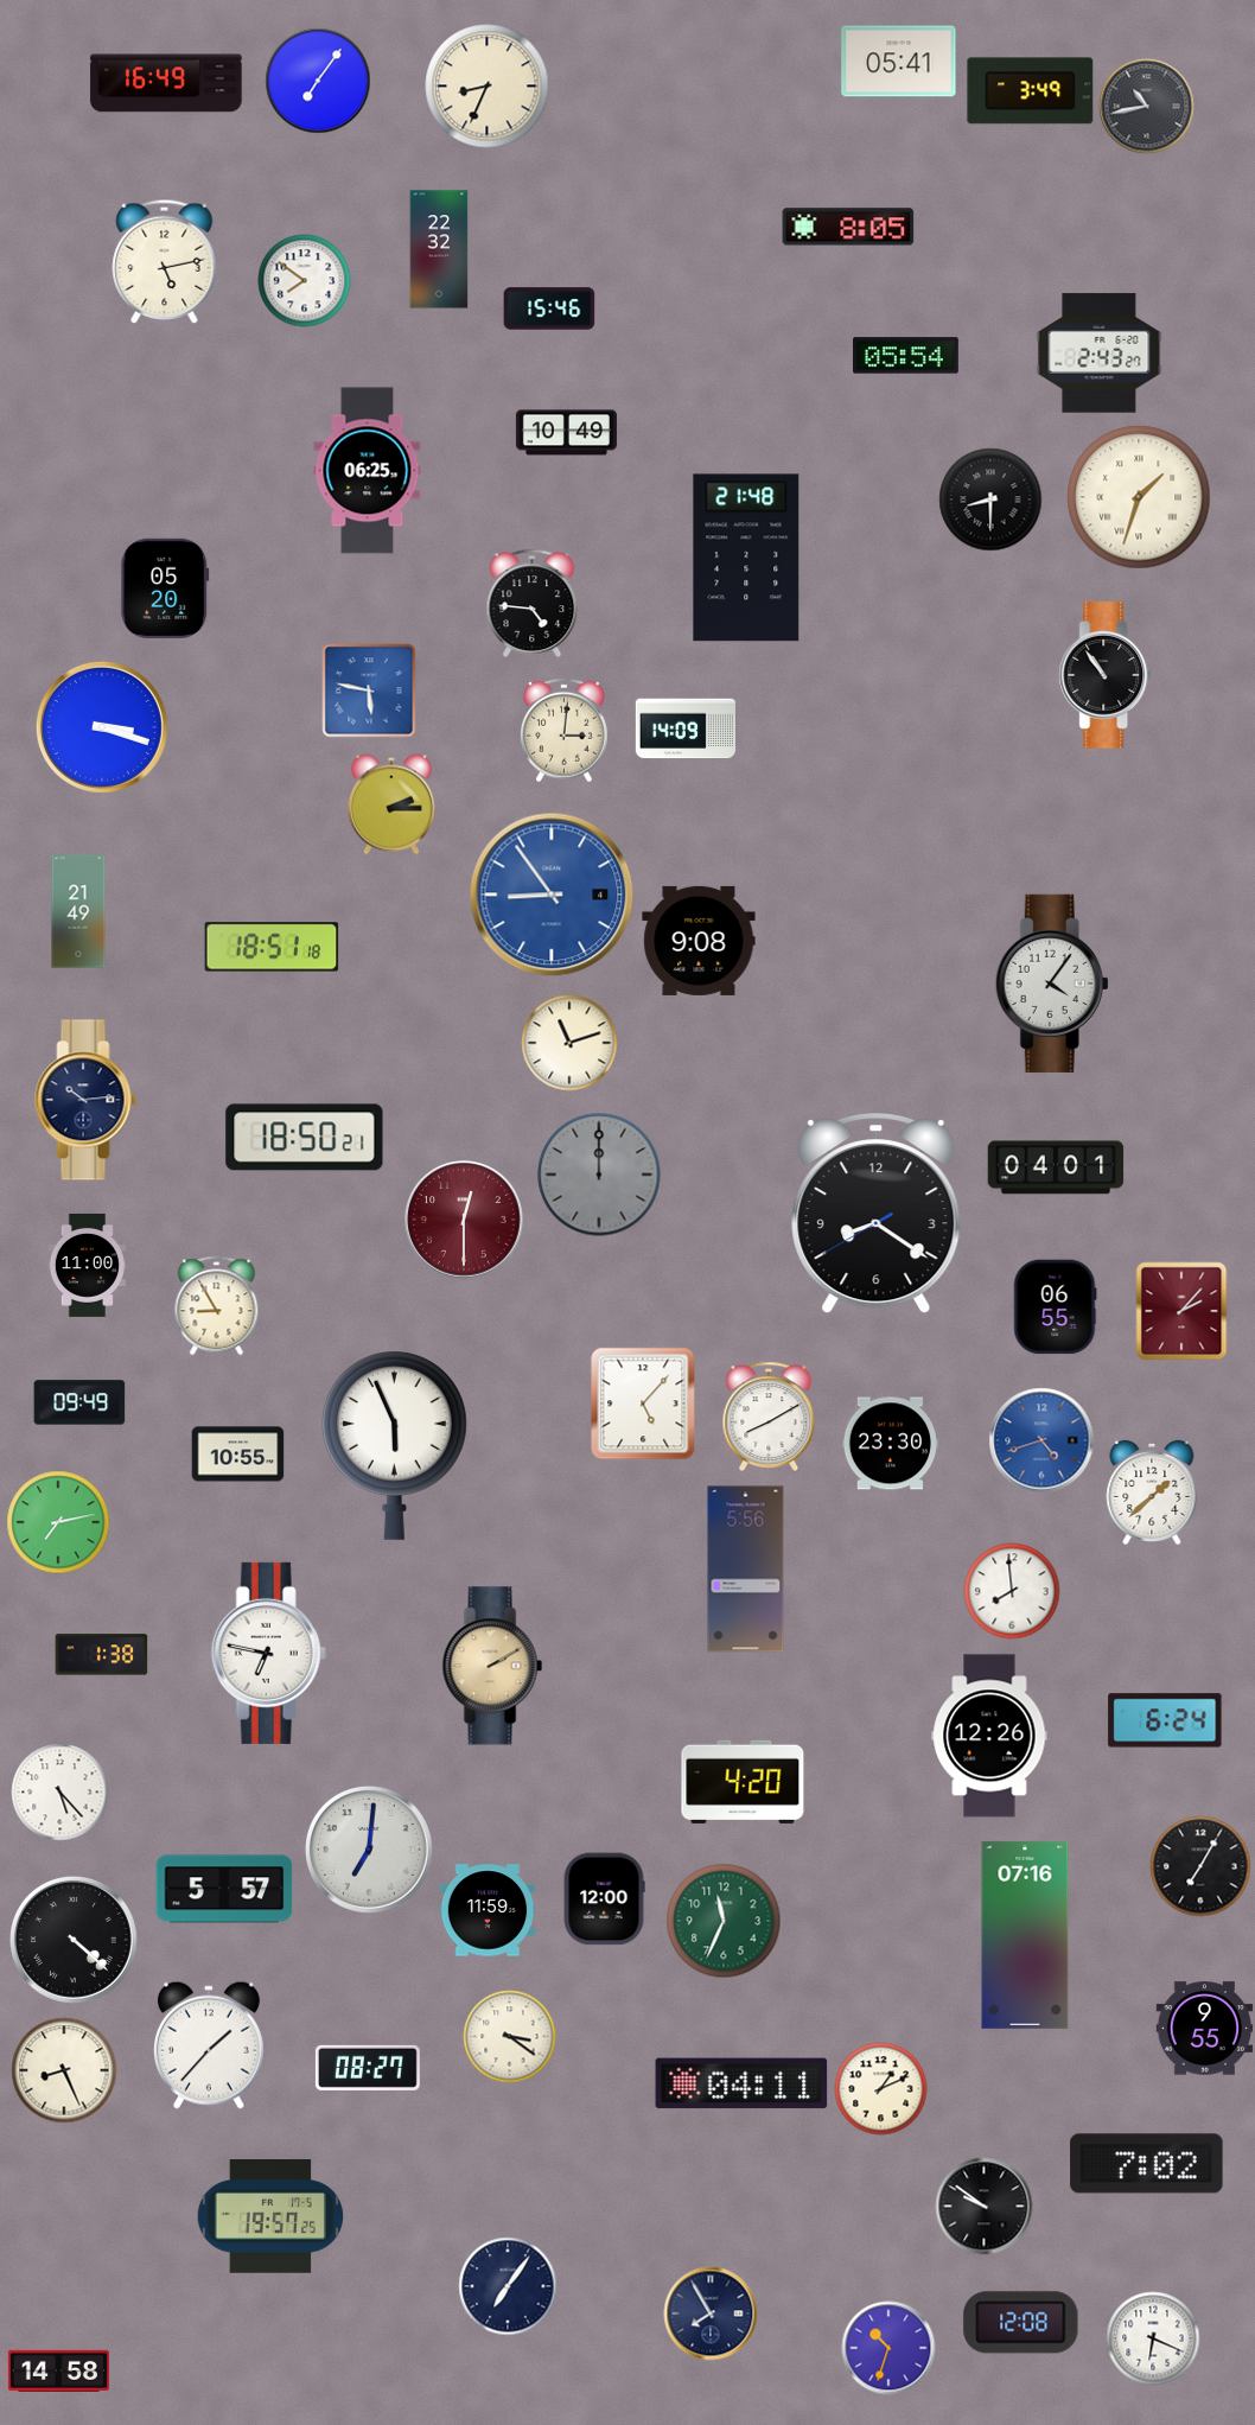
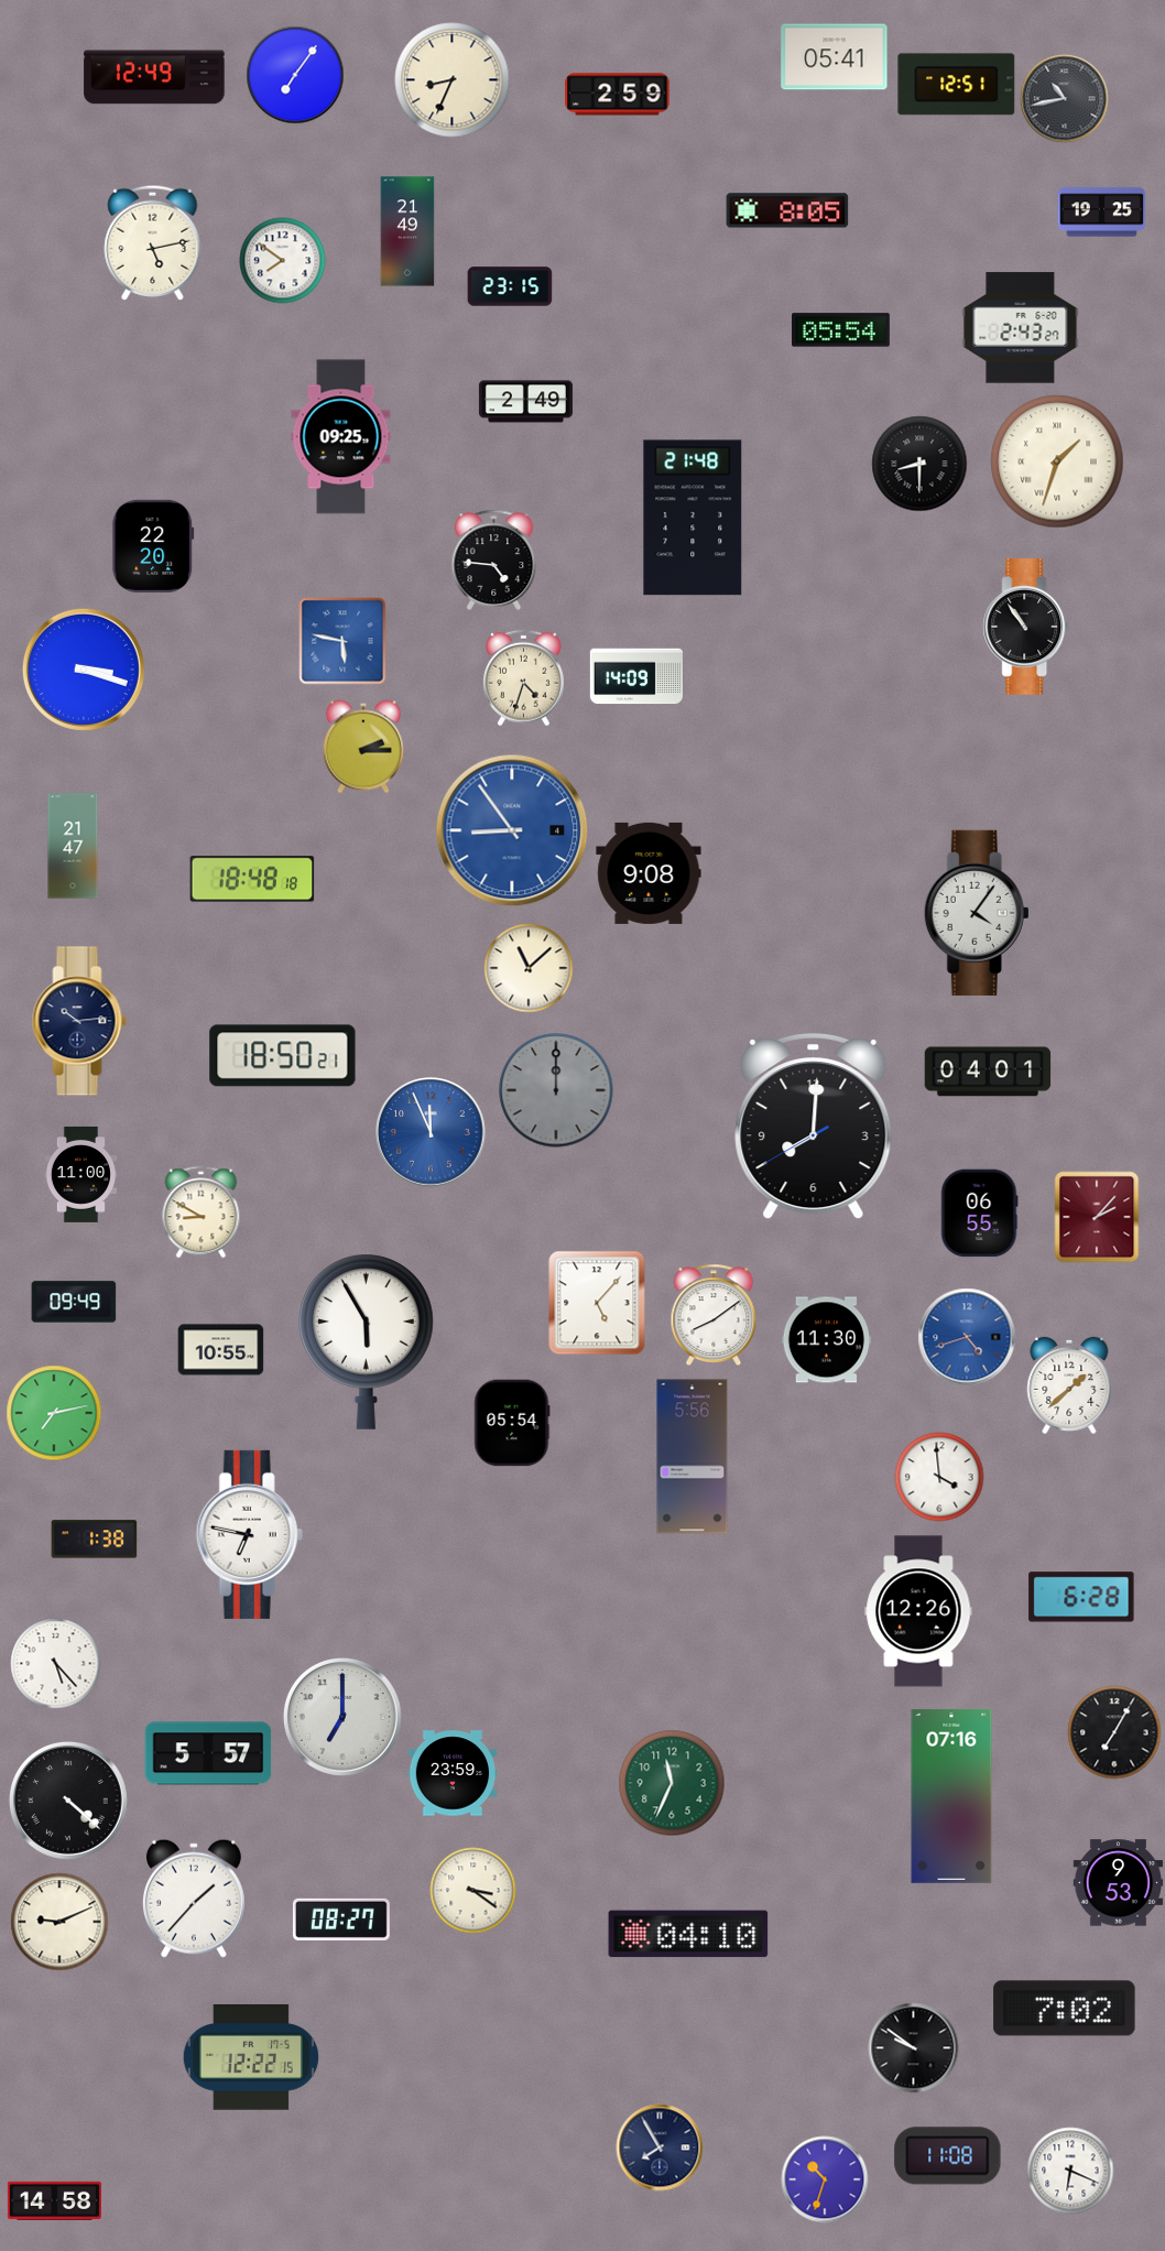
clock at (166, 83): 16:49 -> 12:49
clock at (1031, 91): 3:49 -> 12:51
clock at (618, 95): none -> 2:59
clock at (1102, 213): none -> 19:25
clock at (439, 249): 22:32 -> 21:49
clock at (549, 308): 15:46 -> 23:15
clock at (566, 433): 10:49 -> 2:49
clock at (368, 471): 06:25 -> 09:25
clock at (165, 588): 05:20 -> 22:20
clock at (102, 727) position: (102, 727) -> (84, 670)
clock at (565, 731): 3:01 -> 4:33
clock at (78, 911): 21:49 -> 21:47
clock at (272, 947): 18:51 -> 18:48
clock at (569, 1043): 11:12 -> 11:08
clock at (1056, 1167) position: (1056, 1167) -> (988, 1072)
clock at (877, 1214): 8:20 -> 8:00
clock at (464, 1220): 12:30 -> 11:56
clock at (464, 1220) dial: burgundy -> blue
clock at (217, 1306): 8:55 -> 8:50
clock at (769, 1415): 8:10 -> 8:09
clock at (891, 1444): 23:30 -> 11:30
clock at (394, 1445): 5:56 -> 5:55
clock at (512, 1423): none -> 05:54
clock at (1012, 1591): 7:59 -> 3:59
clock at (102, 1655) position: (102, 1655) -> (95, 1540)
clock at (492, 1666): 2:10 -> none
clock at (1165, 1720): 6:24 -> 6:28
clock at (743, 1782): 4:20 -> none
clock at (369, 1850): 7:01 -> 7:00
clock at (604, 1899): 12:00 -> none
clock at (488, 1910): 11:59 -> 23:59
clock at (1205, 2029): 9:55 -> 9:53
clock at (64, 2070): 8:26 -> 9:11
clock at (741, 2083): 04:11 -> 04:10
clock at (881, 2089): 1:11 -> none
clock at (270, 2217): 19:57 -> 12:22
clock at (508, 2286): 7:06 -> none
clock at (1021, 2323): 12:08 -> 11:08
